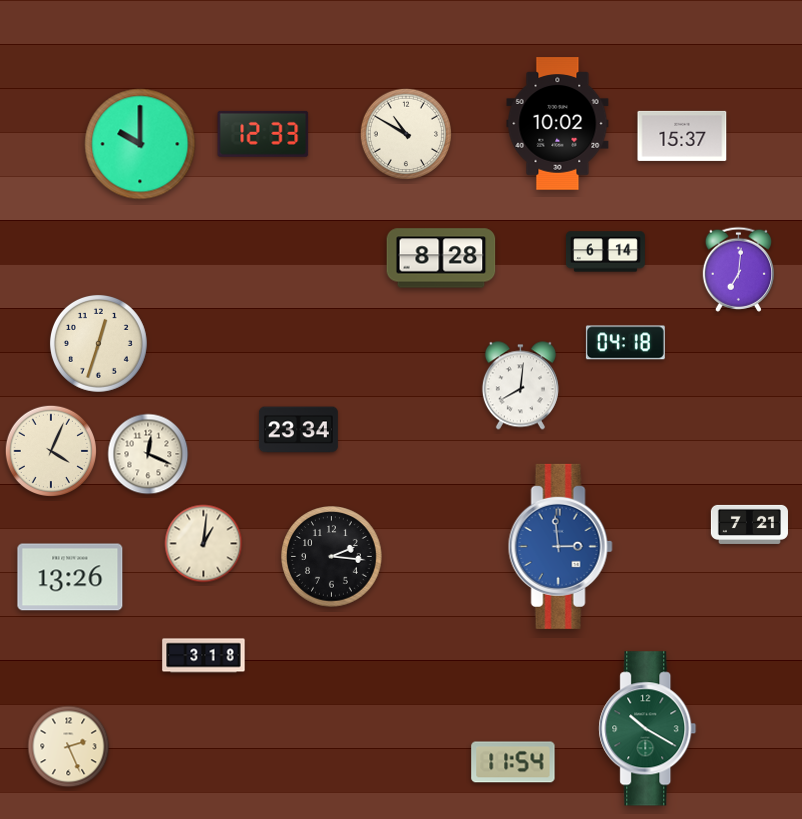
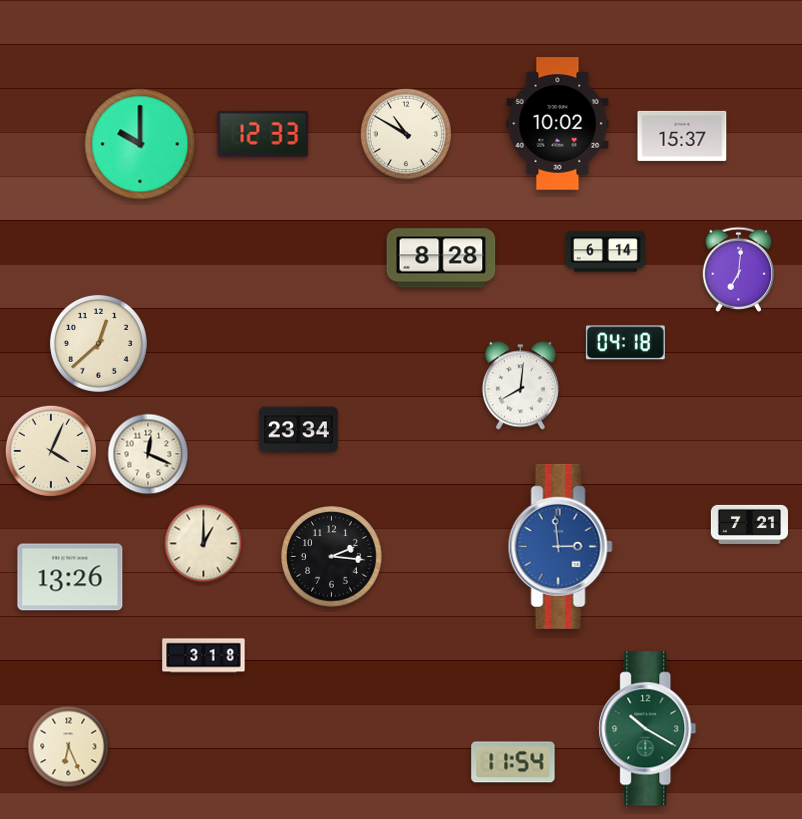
clock at (98, 343): 12:33 -> 12:38
clock at (204, 544): 1:01 -> 1:00
clock at (69, 747): 2:26 -> 6:26
